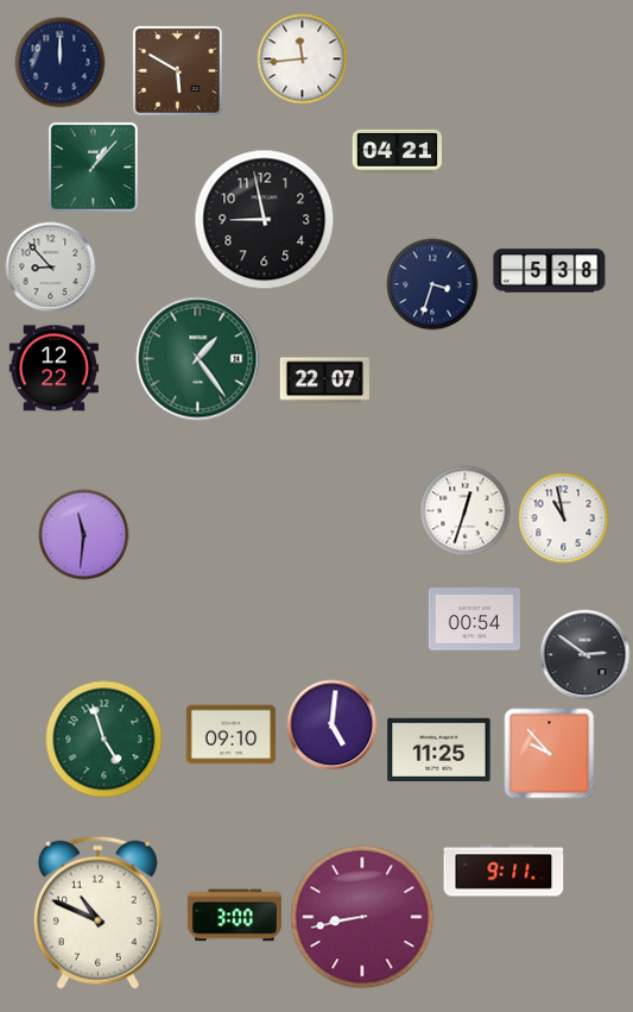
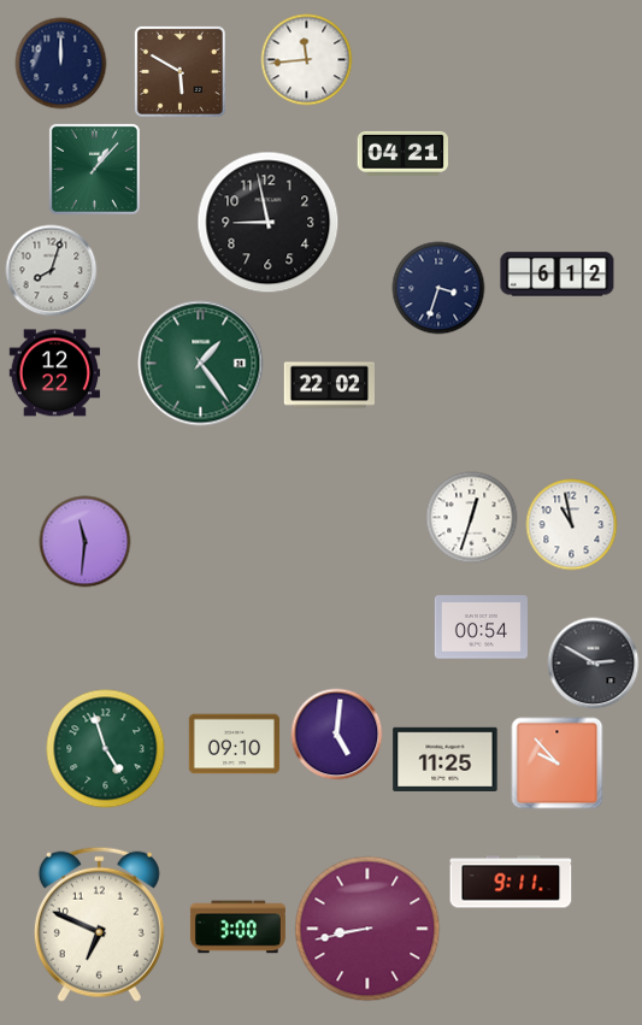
clock at (51, 268): 8:53 -> 8:03
clock at (550, 271): 5:38 -> 6:12
clock at (324, 381): 22:07 -> 22:02
clock at (585, 655): 2:51 -> 2:50
clock at (97, 912): 10:49 -> 6:49
